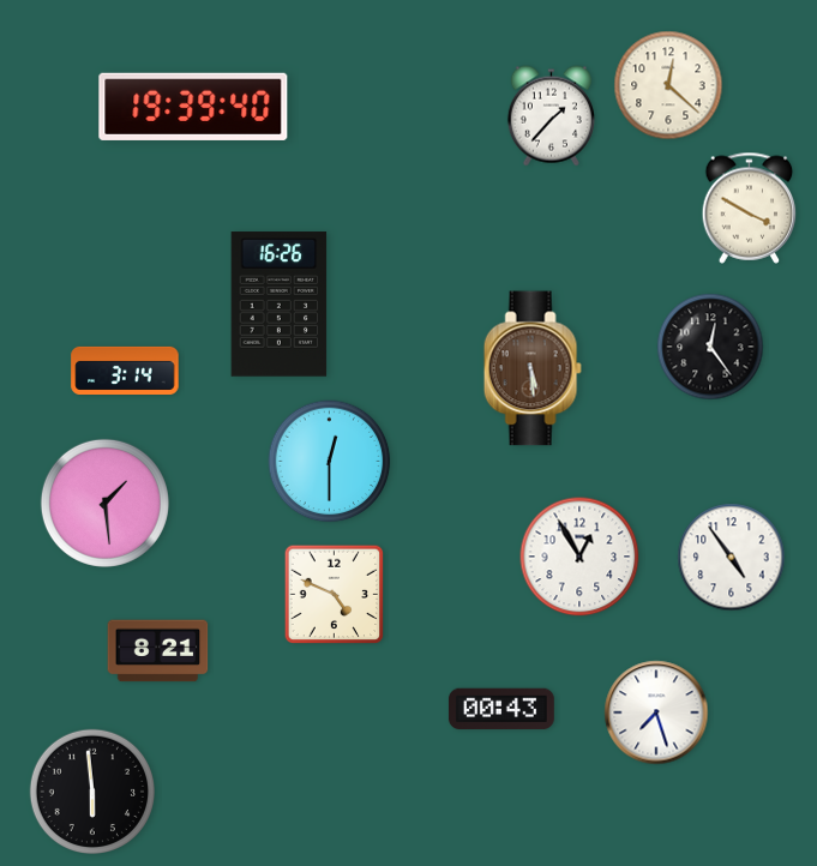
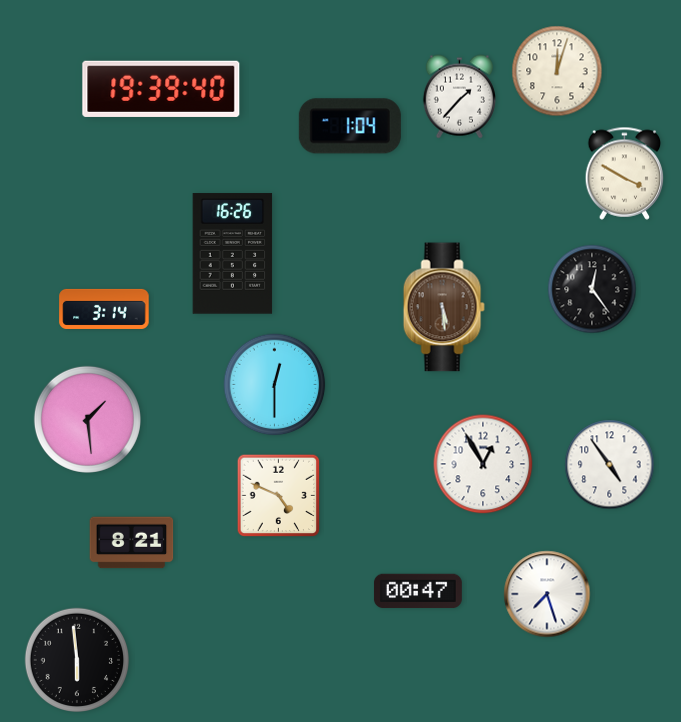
clock at (668, 85): 12:22 -> 12:03
clock at (350, 126): none -> 1:04
clock at (501, 709): 00:43 -> 00:47
